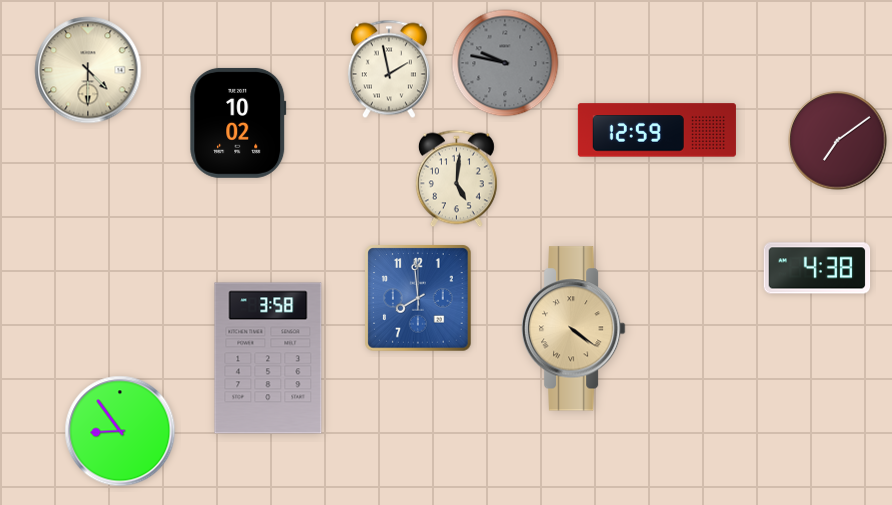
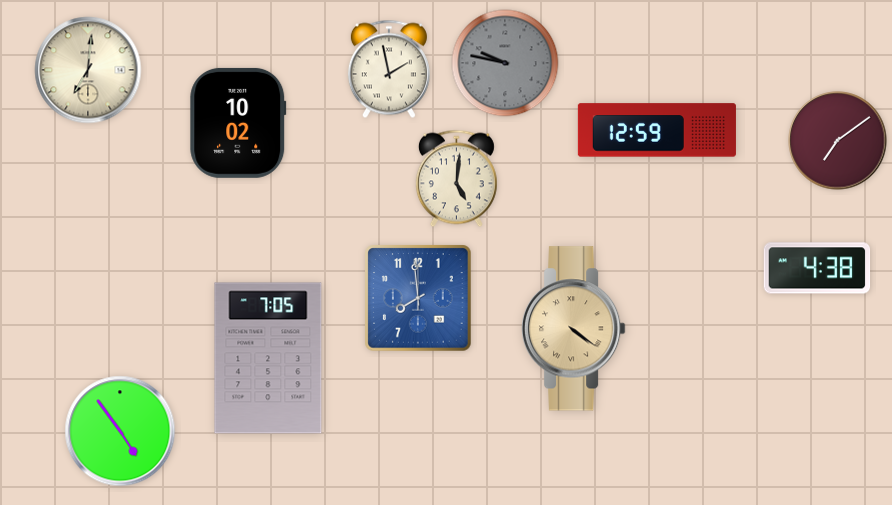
clock at (88, 70): 4:30 -> 7:01
clock at (268, 358): 3:58 -> 7:05
clock at (120, 431): 8:54 -> 4:54
